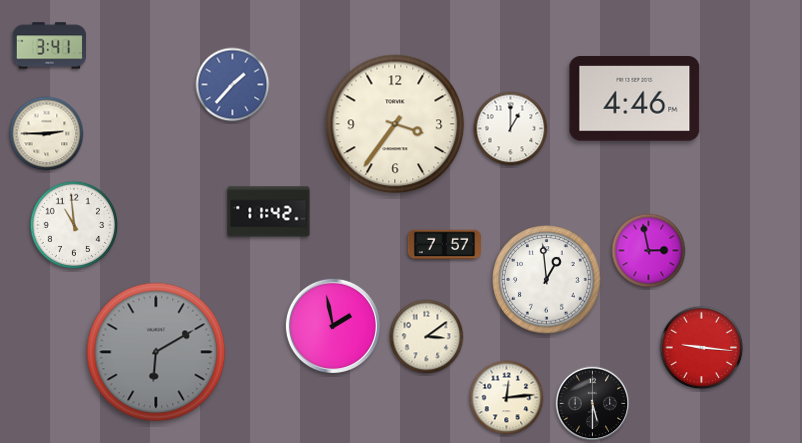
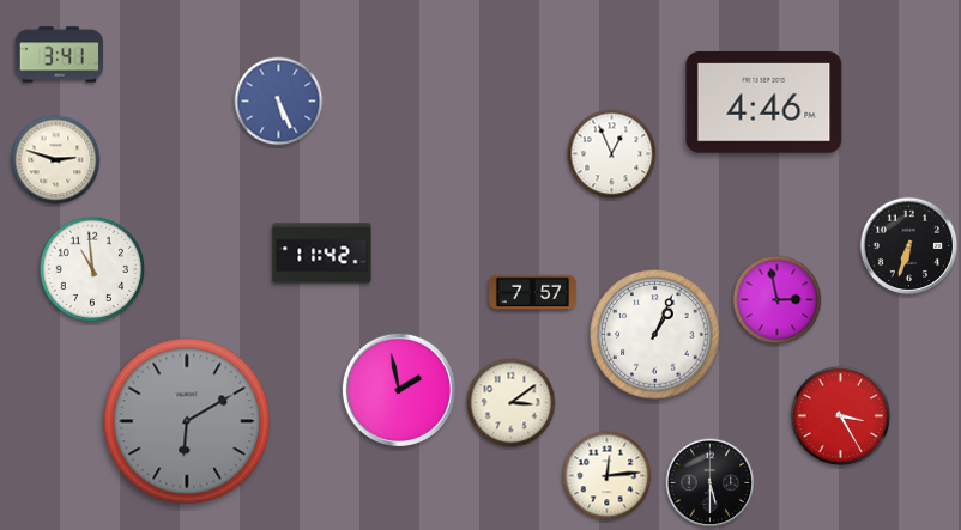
clock at (233, 85): 1:37 -> 5:26
clock at (635, 99) position: (635, 99) -> (764, 103)
clock at (395, 124): 3:36 -> none
clock at (511, 129): 1:00 -> 12:56
clock at (47, 134): 2:45 -> 2:48
clock at (909, 246): none -> 6:33
clock at (74, 225) position: (74, 225) -> (92, 269)
clock at (547, 280): 12:59 -> 1:04
clock at (702, 348): 9:16 -> 3:25
